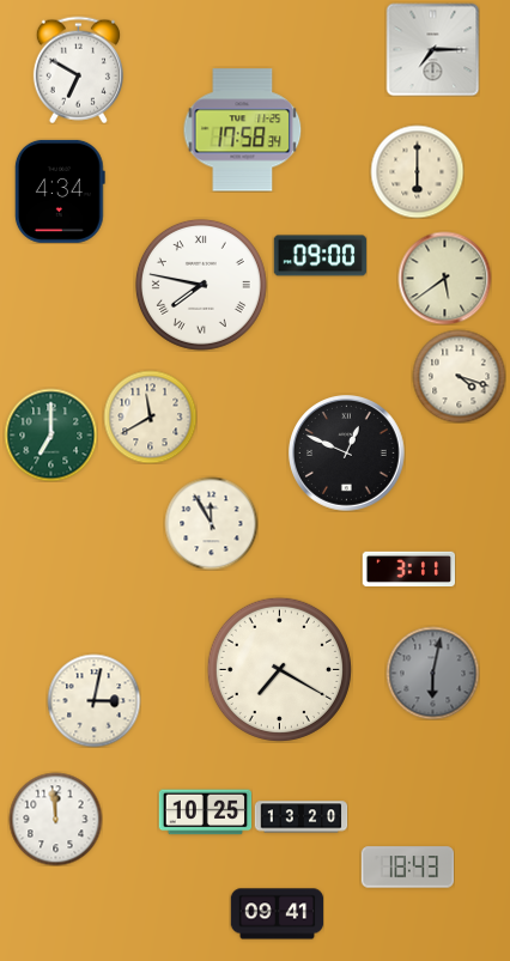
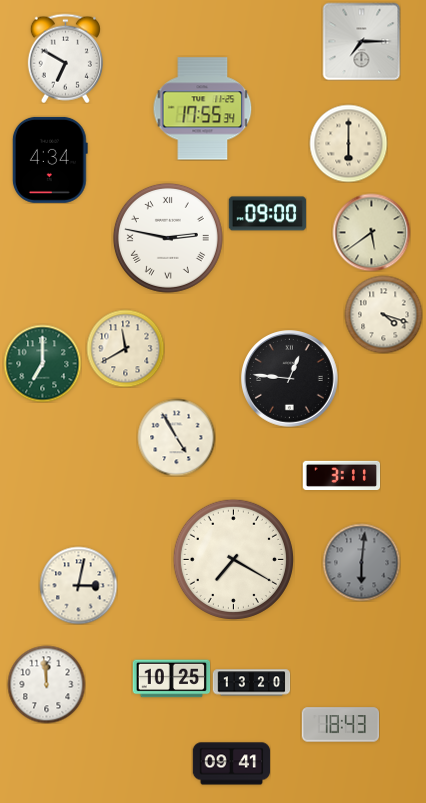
clock at (243, 130): 17:58 -> 17:55
clock at (201, 285): 7:47 -> 2:47
clock at (347, 454): 12:49 -> 12:46
clock at (211, 523): 11:55 -> 4:55
clock at (432, 673): 6:02 -> 6:01
